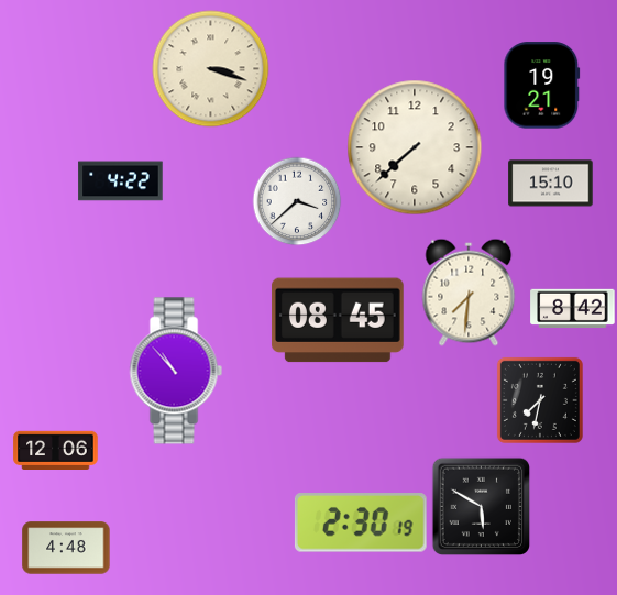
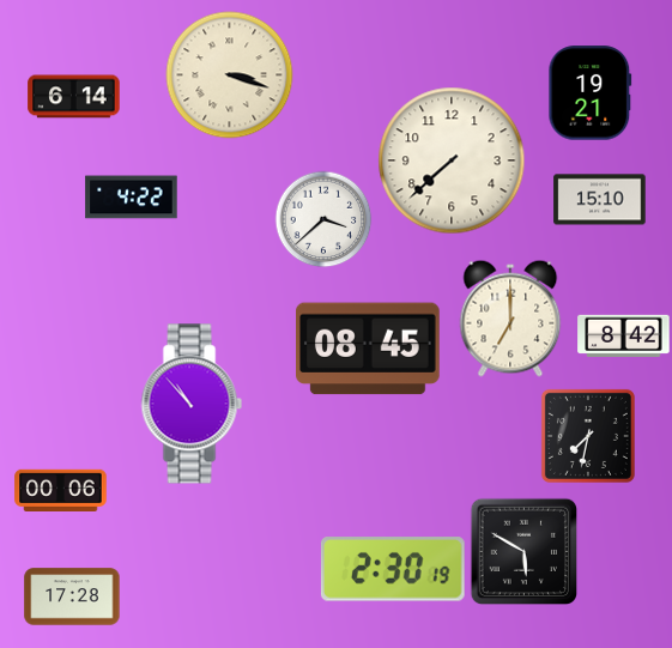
clock at (74, 97): none -> 6:14
clock at (469, 293): 7:31 -> 7:00
clock at (56, 450): 12:06 -> 00:06
clock at (66, 548): 4:48 -> 17:28
